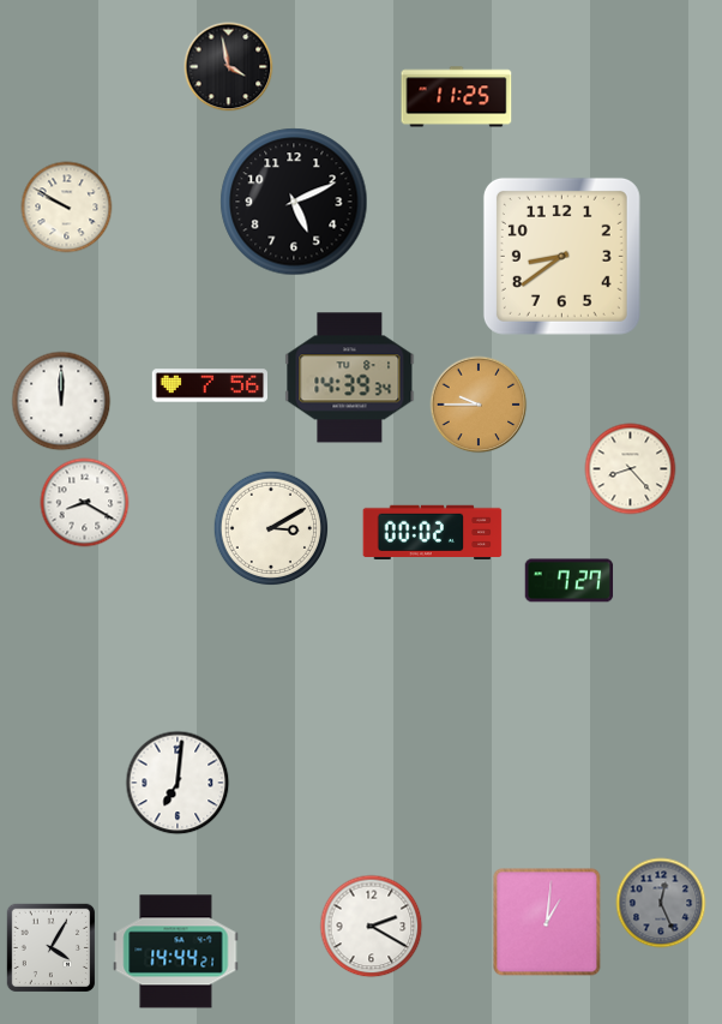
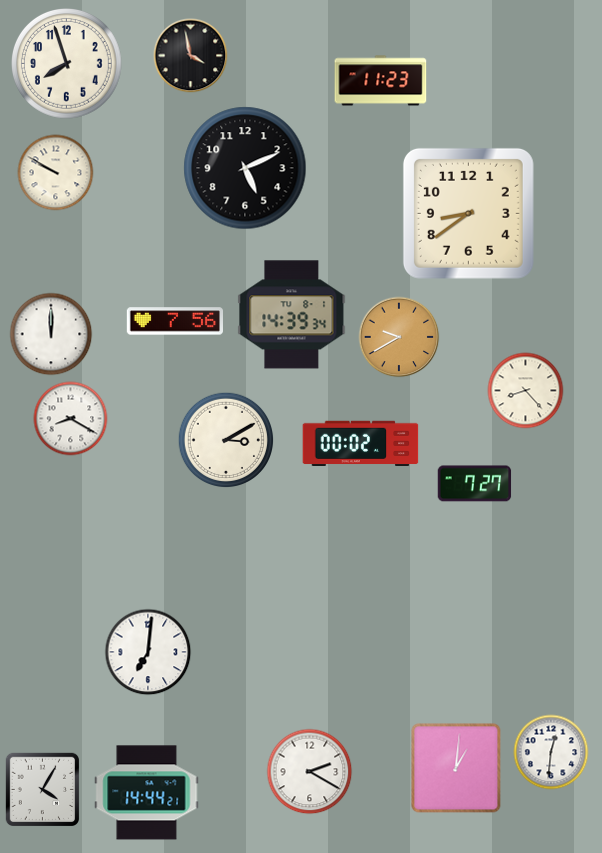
clock at (67, 64): none -> 7:57
clock at (457, 97): 11:25 -> 11:23
clock at (479, 405): 9:45 -> 9:40
clock at (661, 903): 12:26 -> 12:31
clock at (661, 903) dial: grey -> white
